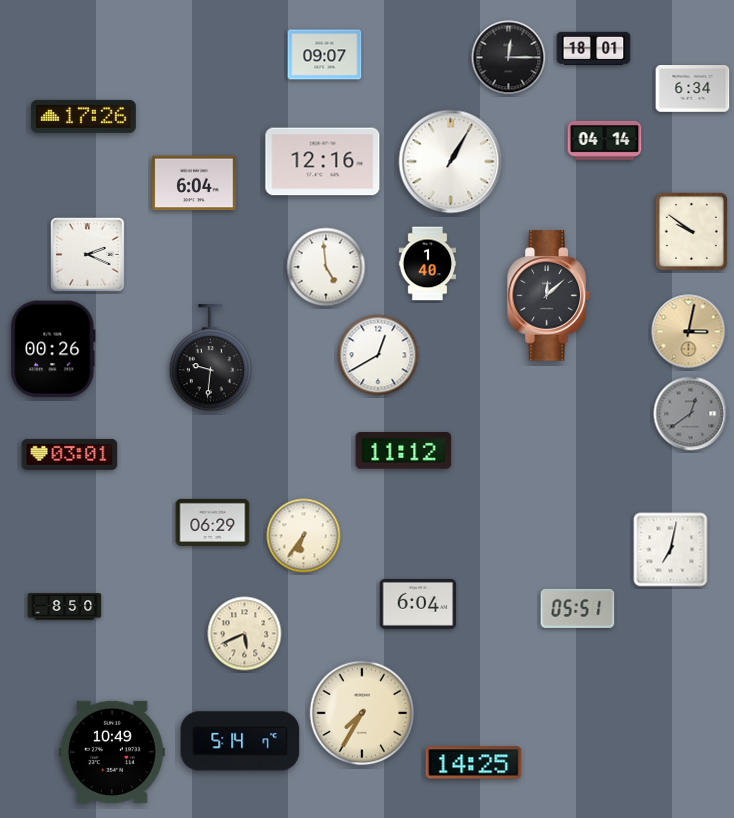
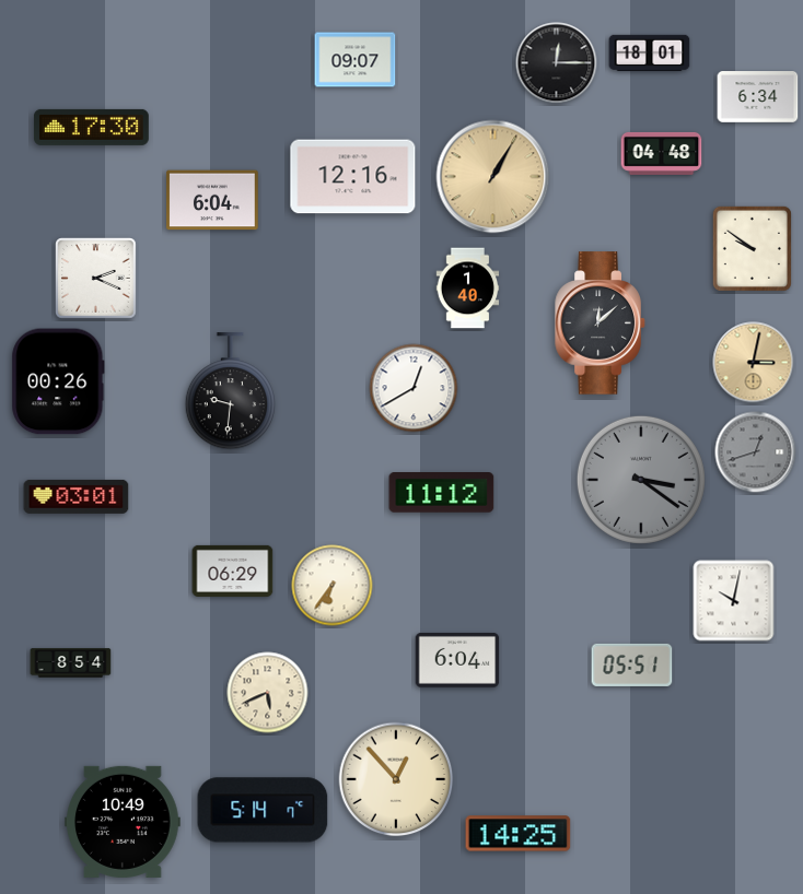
clock at (83, 116): 17:26 -> 17:30
clock at (605, 140): 04:14 -> 04:48
clock at (451, 162) dial: white -> champagne
clock at (691, 231) position: (691, 231) -> (752, 248)
clock at (326, 267): 4:59 -> none
clock at (691, 414): 12:39 -> 12:42
clock at (641, 480): none -> 3:21
clock at (671, 550): 7:02 -> 10:02
clock at (65, 607): 8:50 -> 8:54
clock at (362, 713): 7:35 -> 12:53
